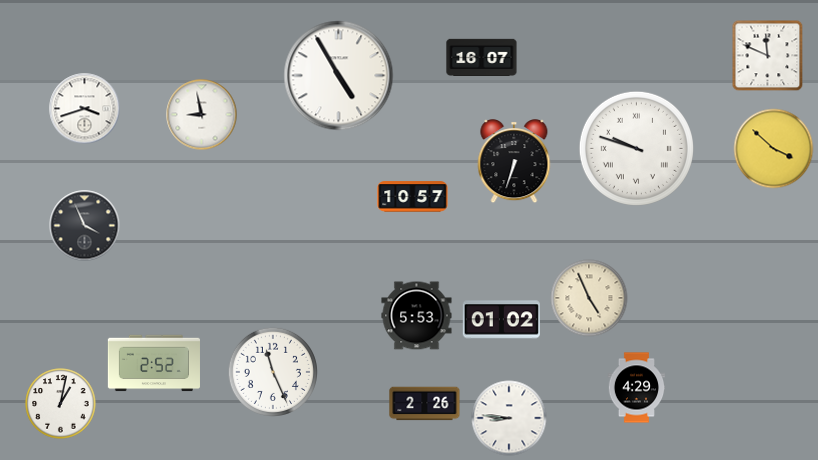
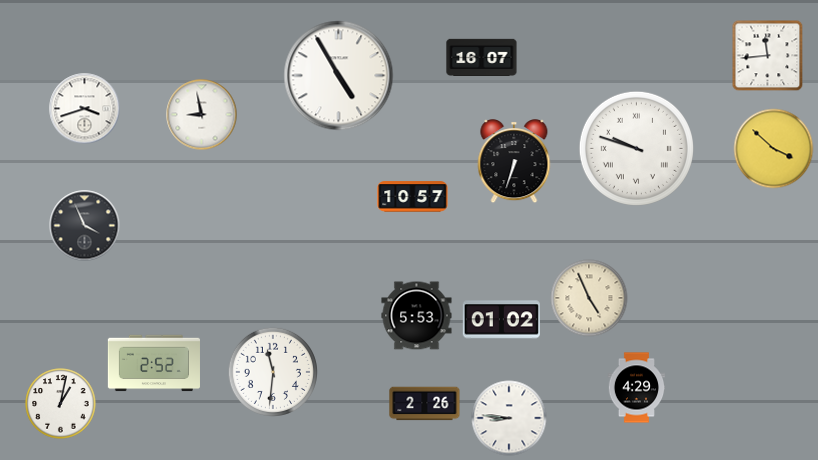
clock at (768, 56): 11:49 -> 11:44
clock at (273, 372): 11:26 -> 11:31
